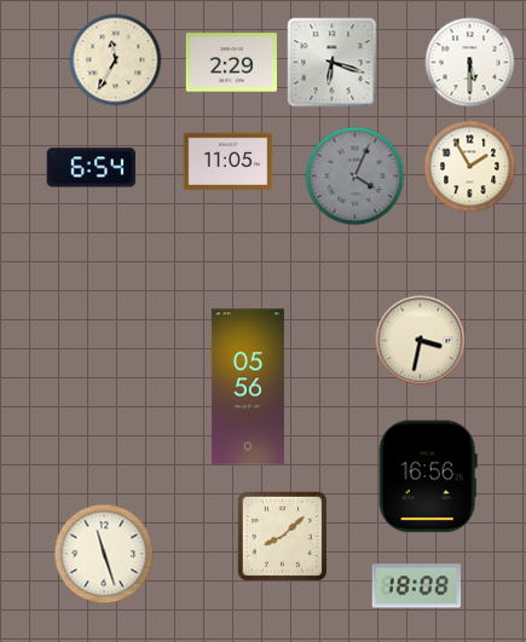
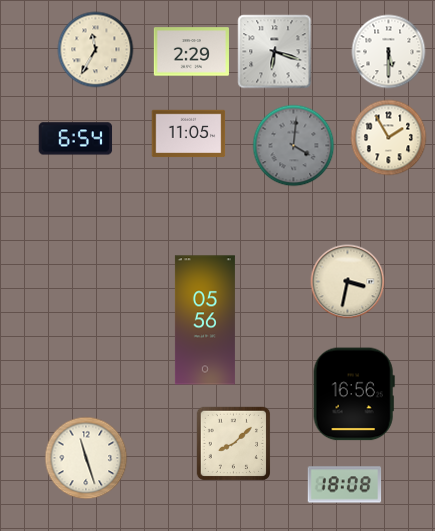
clock at (356, 177): 4:04 -> 4:01
